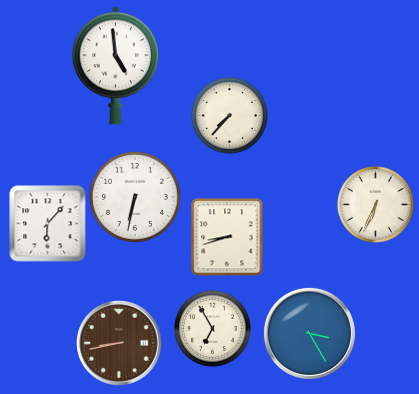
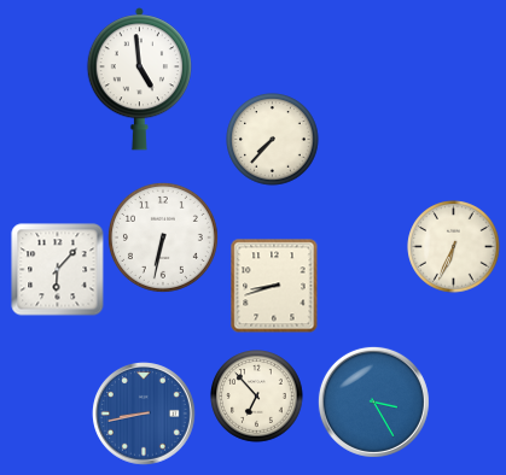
clock at (230, 116) position: (230, 116) -> (273, 140)
clock at (213, 329): 6:55 -> 6:53
clock at (119, 343) dial: brown -> blue
